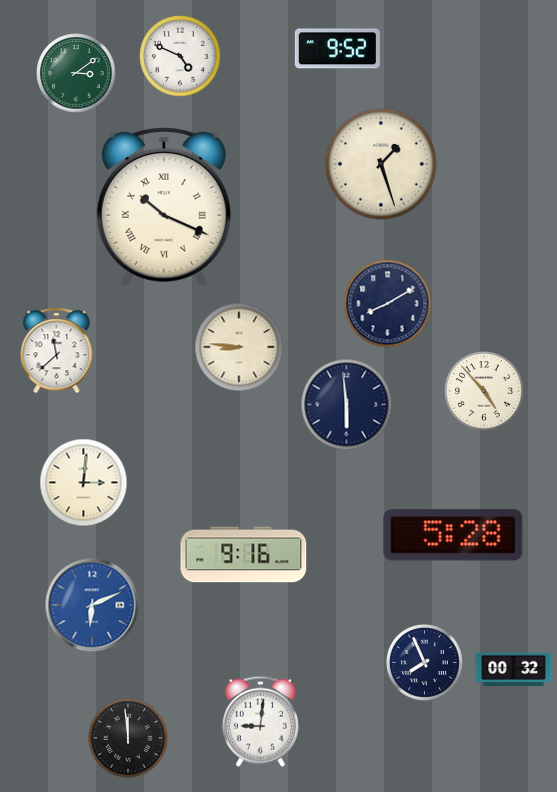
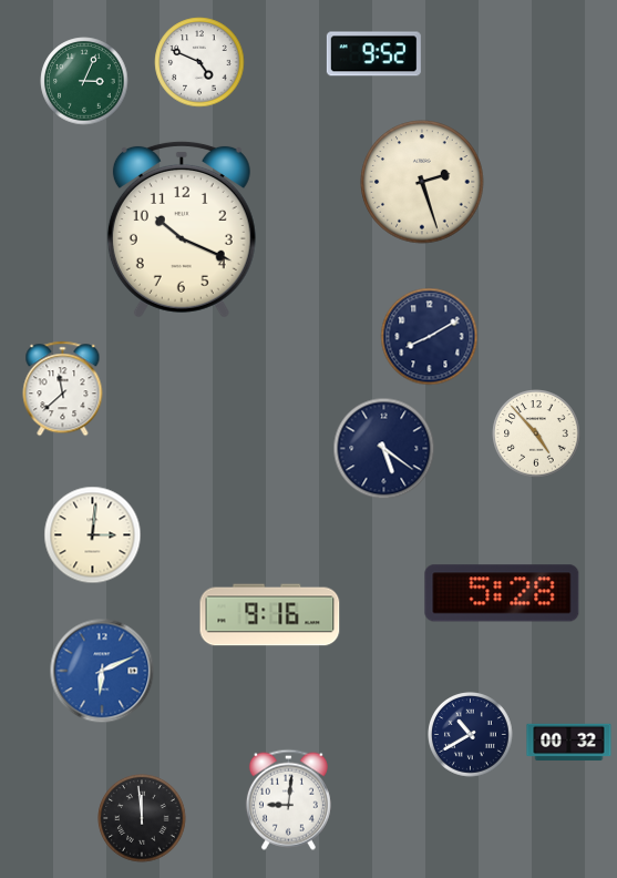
clock at (76, 73): 3:09 -> 3:04
clock at (381, 164): 1:27 -> 2:27
clock at (164, 207) numerals: Roman -> Arabic
clock at (239, 347): 8:46 -> none
clock at (347, 405): 5:59 -> 5:21
clock at (425, 663): 7:56 -> 10:40
